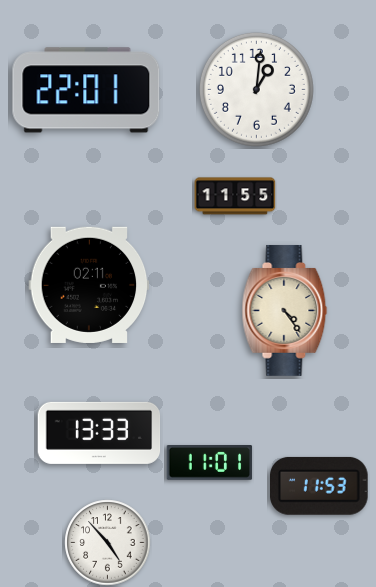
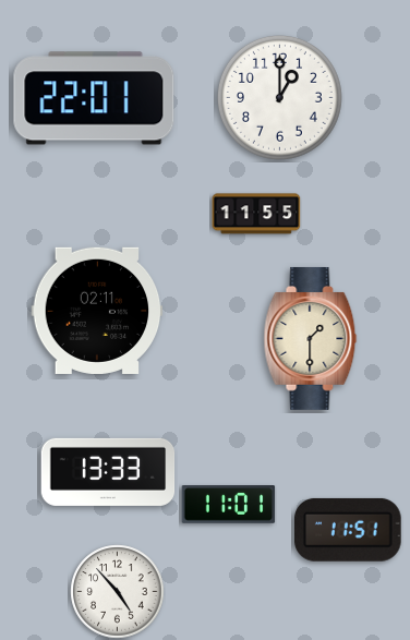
clock at (256, 89): 1:01 -> 1:00
clock at (285, 310): 4:24 -> 1:30
clock at (320, 486): 11:53 -> 11:51
